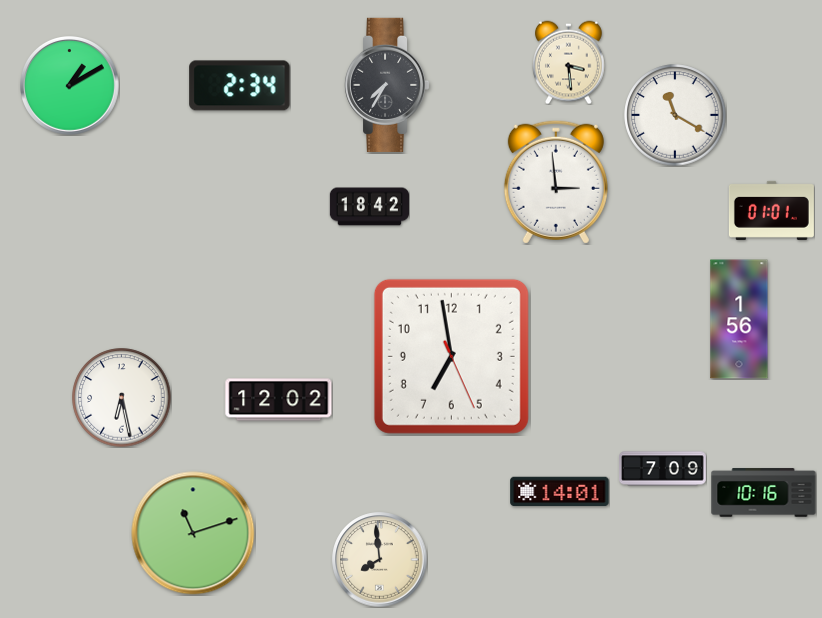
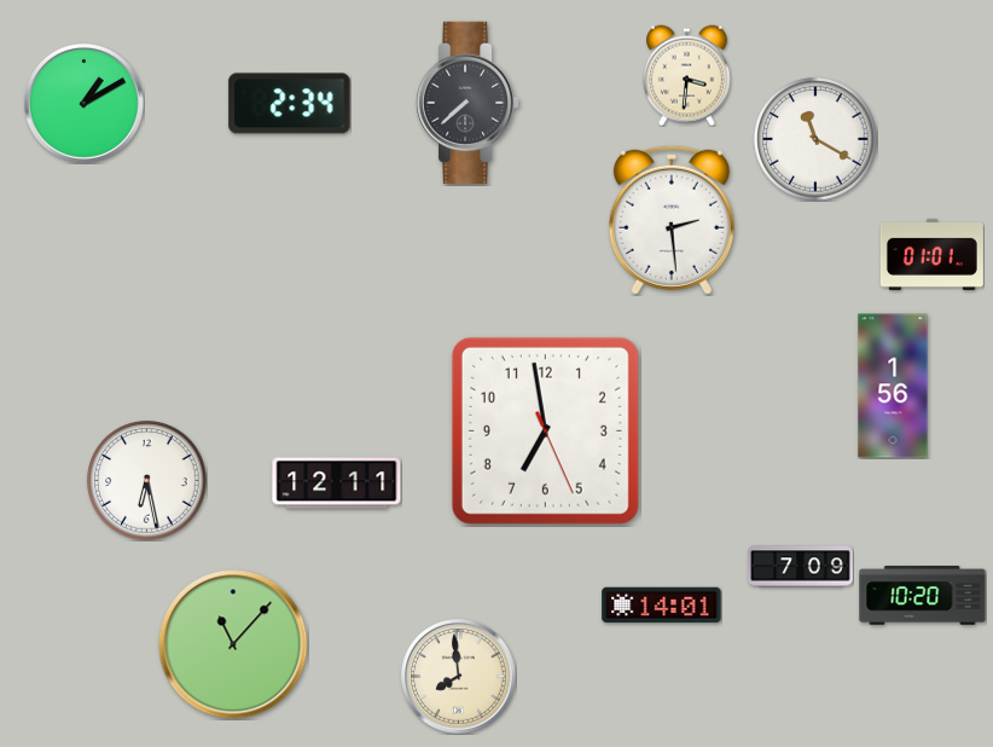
clock at (569, 62): 3:29 -> 3:31
clock at (387, 85): 7:35 -> 7:38
clock at (556, 182): 2:59 -> 2:29
clock at (369, 207): 18:42 -> none
clock at (279, 400): 12:02 -> 12:11
clock at (560, 492) position: (560, 492) -> (662, 606)
clock at (764, 493): 10:16 -> 10:20
clock at (193, 533): 11:12 -> 11:07
